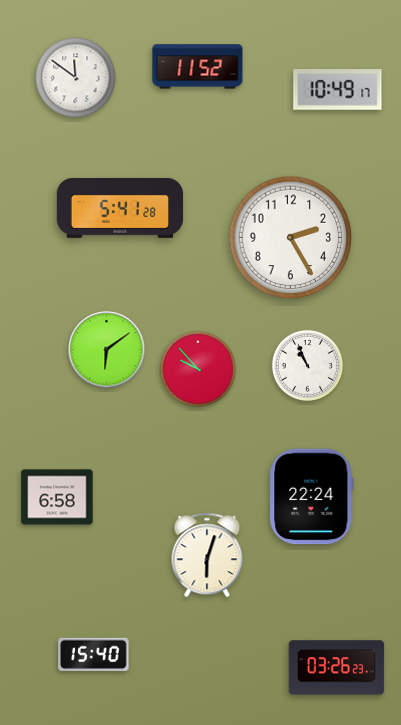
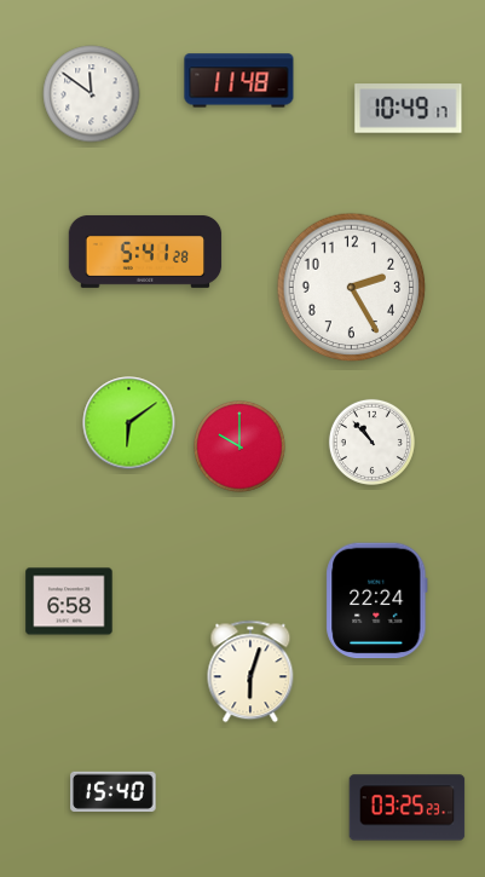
clock at (198, 67): 11:52 -> 11:48
clock at (307, 365): 10:56 -> 10:53
clock at (198, 369): 9:53 -> 10:00
clock at (337, 668): 03:26 -> 03:25
